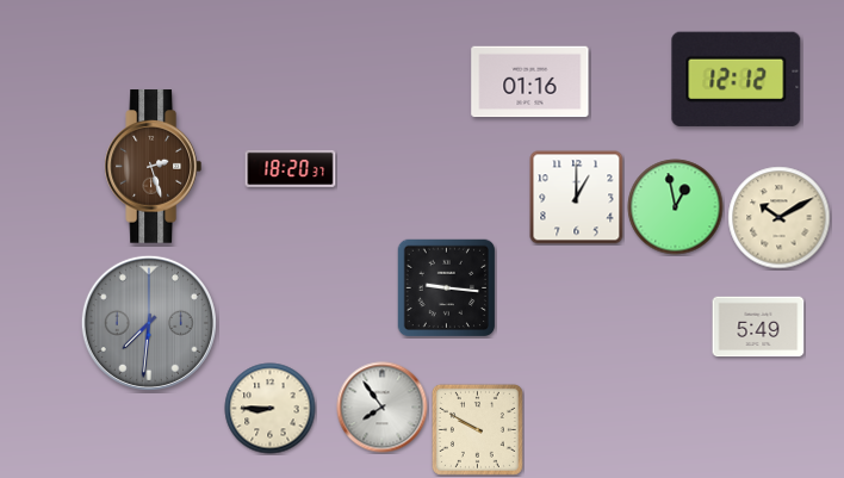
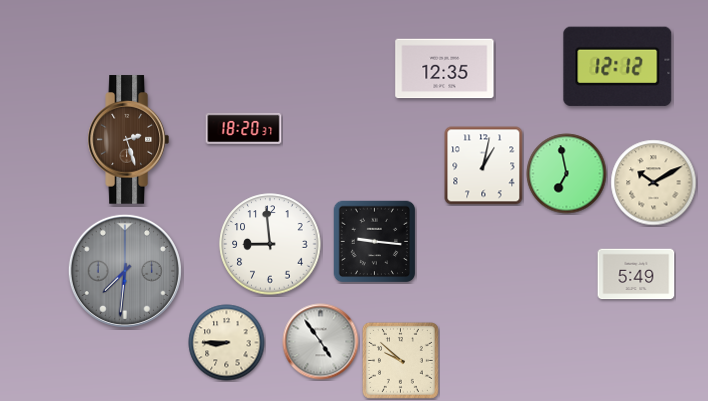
clock at (530, 82): 01:16 -> 12:35
clock at (291, 168) position: (291, 168) -> (244, 128)
clock at (577, 198): 1:00 -> 1:02
clock at (676, 207): 12:58 -> 6:58
clock at (270, 244): none -> 8:59
clock at (383, 408): 7:54 -> 4:54
clock at (477, 429): 9:50 -> 9:52
